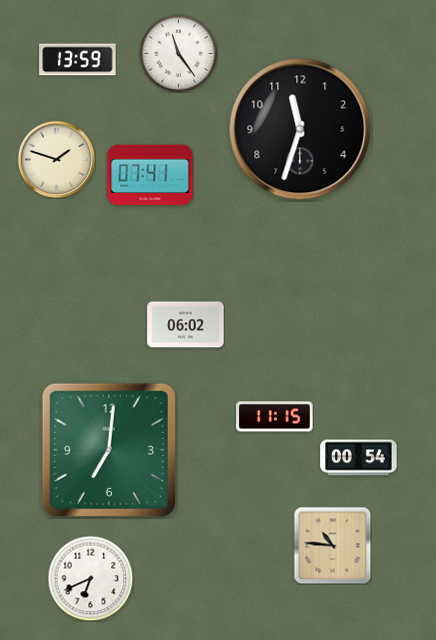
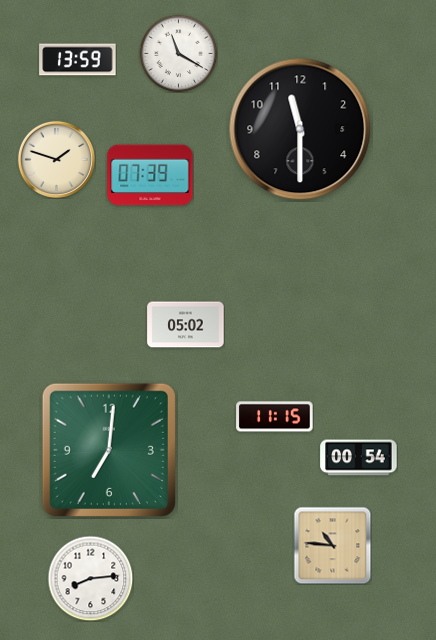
clock at (178, 53): 11:24 -> 11:20
clock at (300, 129): 11:33 -> 11:30
clock at (150, 175): 07:41 -> 07:39
clock at (186, 325): 06:02 -> 05:02
clock at (90, 578): 6:41 -> 8:14
